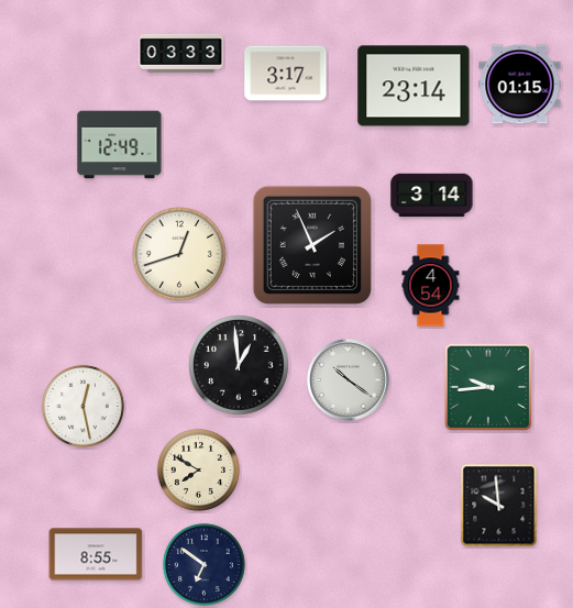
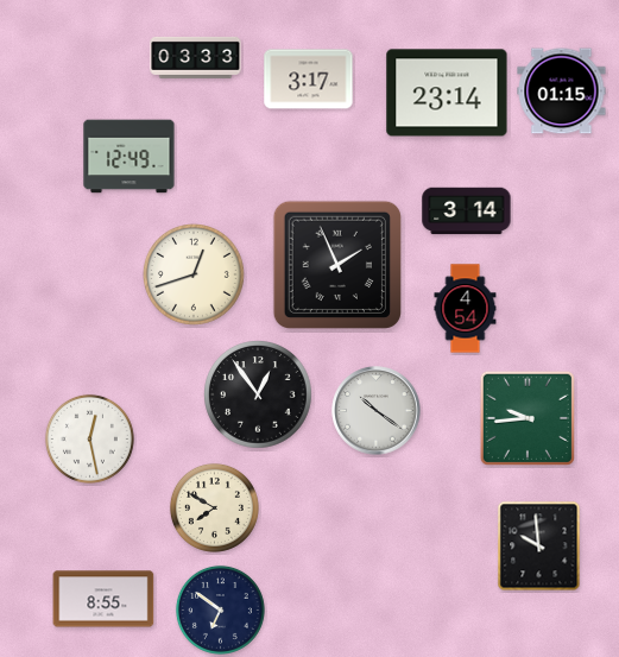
clock at (239, 365): 12:59 -> 12:54
